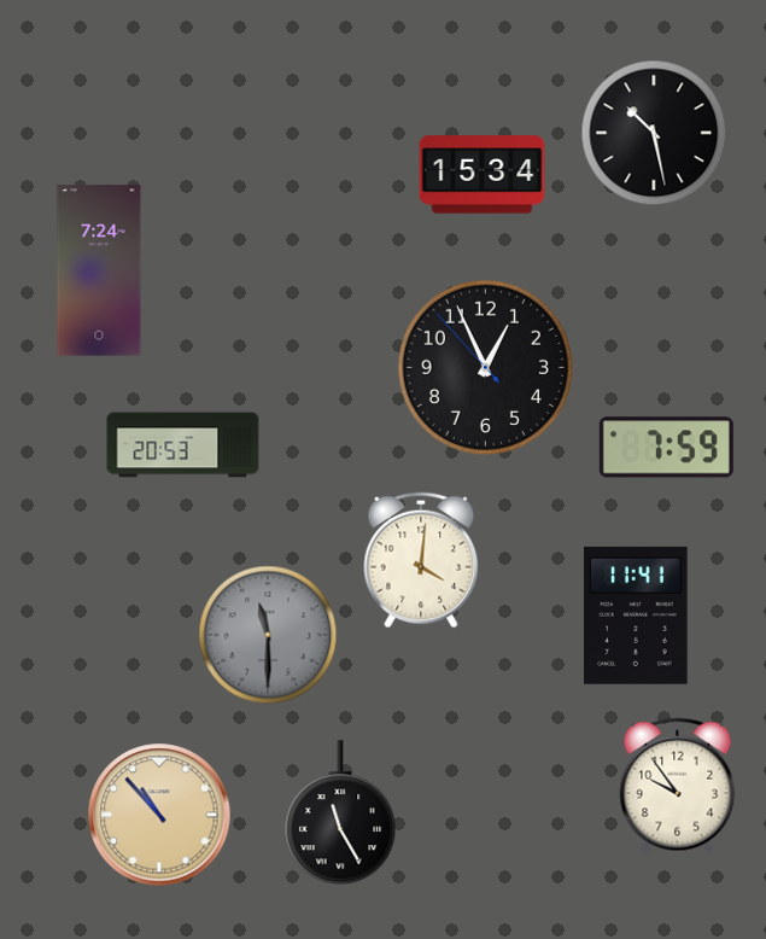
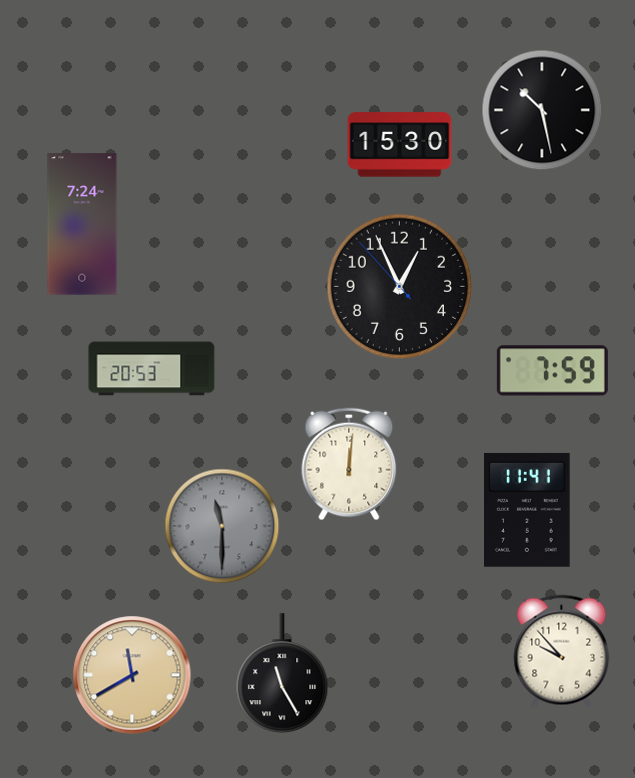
clock at (483, 175): 15:34 -> 15:30
clock at (485, 367) position: (485, 367) -> (399, 286)
clock at (421, 560): 4:01 -> 12:01
clock at (678, 787): 9:54 -> 9:53
clock at (159, 815): 10:53 -> 11:40
